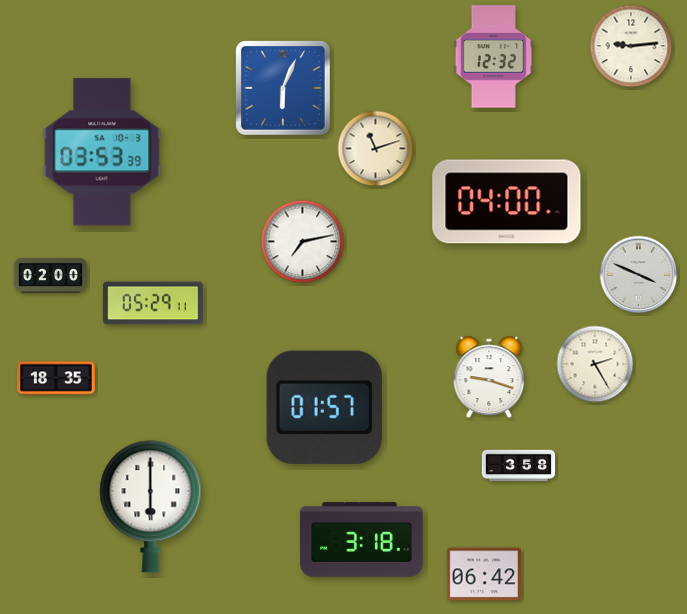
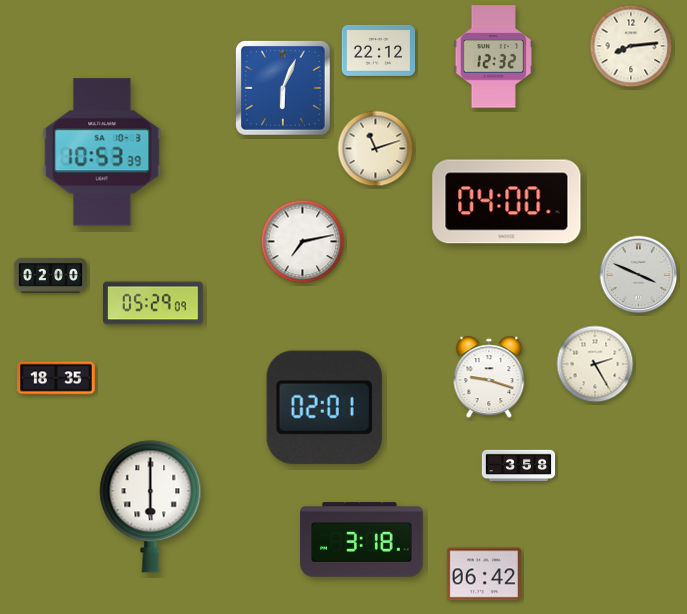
clock at (631, 46): 9:14 -> 8:14
clock at (379, 50): none -> 22:12
clock at (102, 152): 03:53 -> 10:53
clock at (153, 303): 05:29:11 -> 05:29:09
clock at (324, 407): 01:57 -> 02:01
